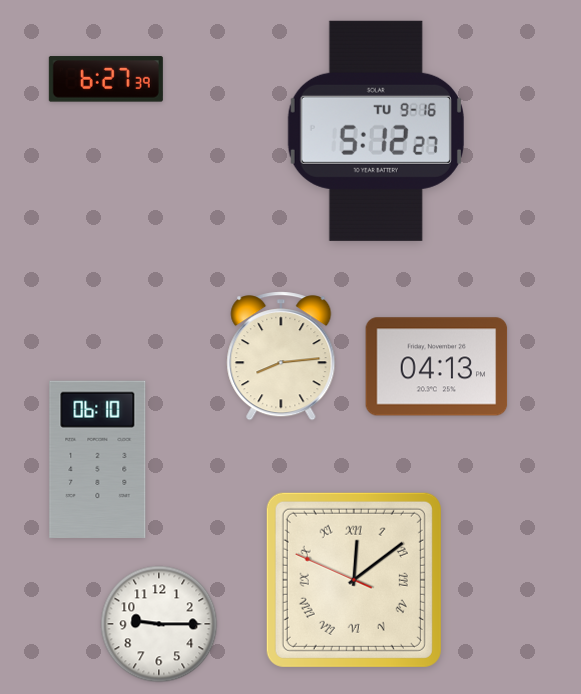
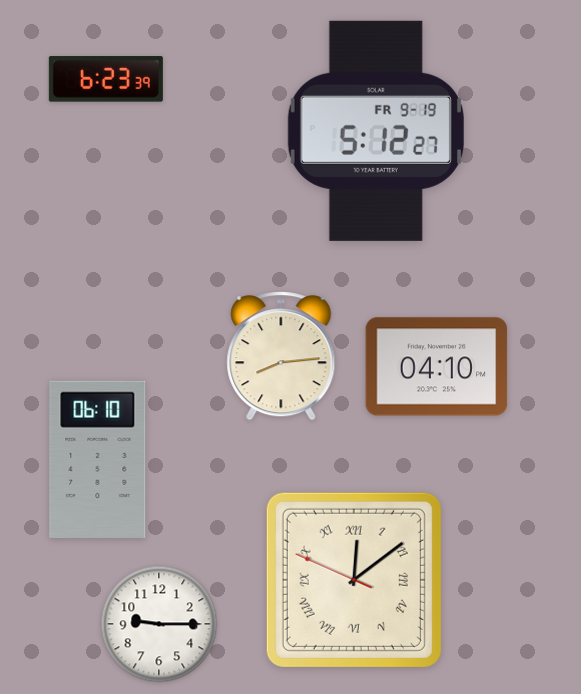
clock at (106, 79): 6:27 -> 6:23
clock at (376, 131) date: TU 9-16 -> FR 9-19
clock at (437, 367): 04:13 -> 04:10
